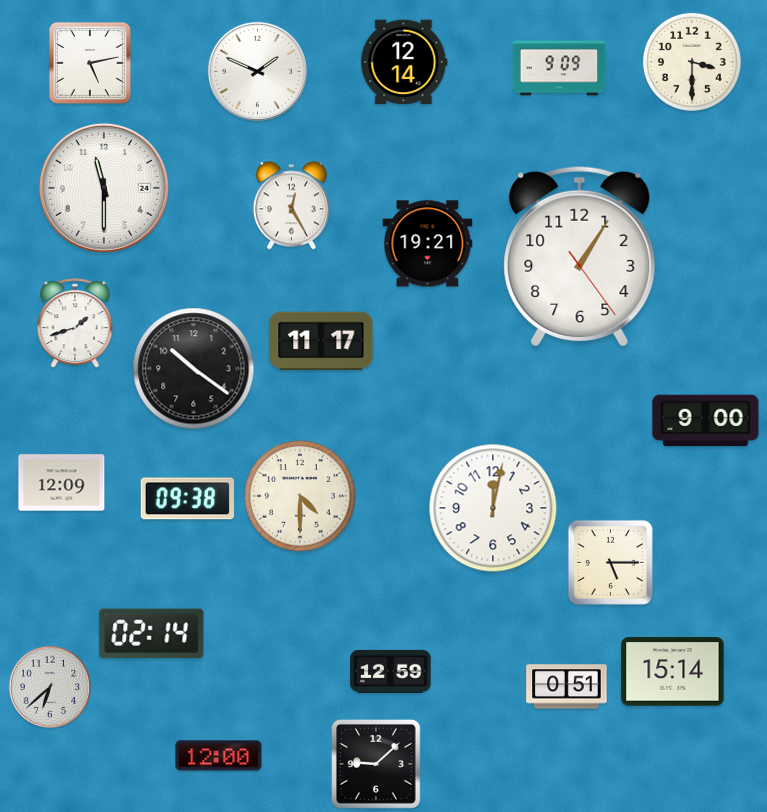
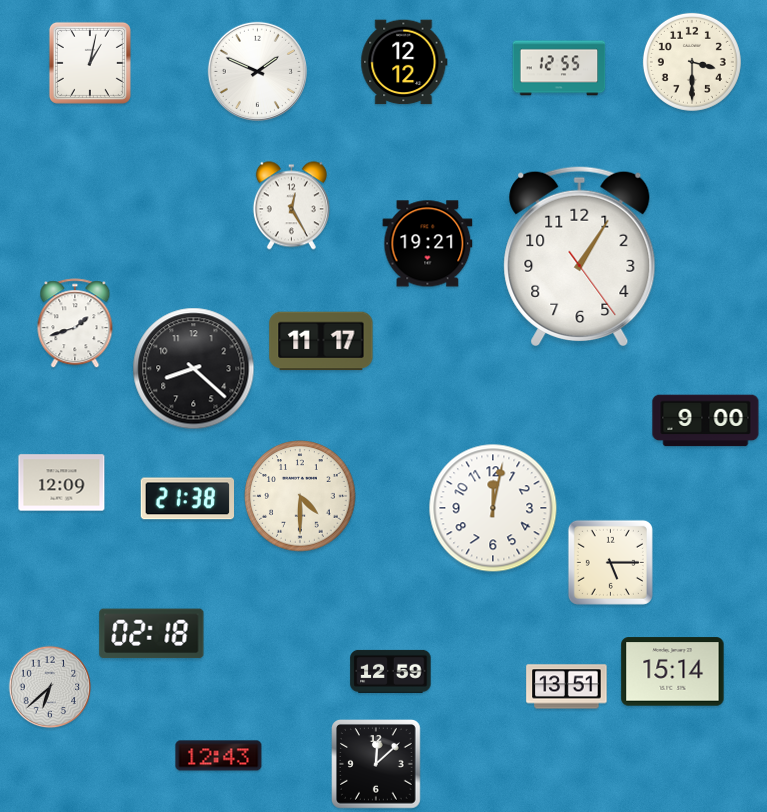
clock at (404, 62): 12:14 -> 12:12
clock at (90, 63): 5:13 -> 1:02
clock at (559, 68): 9:09 -> 12:55
clock at (104, 188): 11:30 -> none
clock at (194, 369): 10:21 -> 8:22
clock at (188, 499): 09:38 -> 21:38
clock at (152, 634): 02:14 -> 02:18
clock at (567, 687): 0:51 -> 13:51
clock at (219, 756): 12:00 -> 12:43
clock at (377, 765): 9:08 -> 12:08
